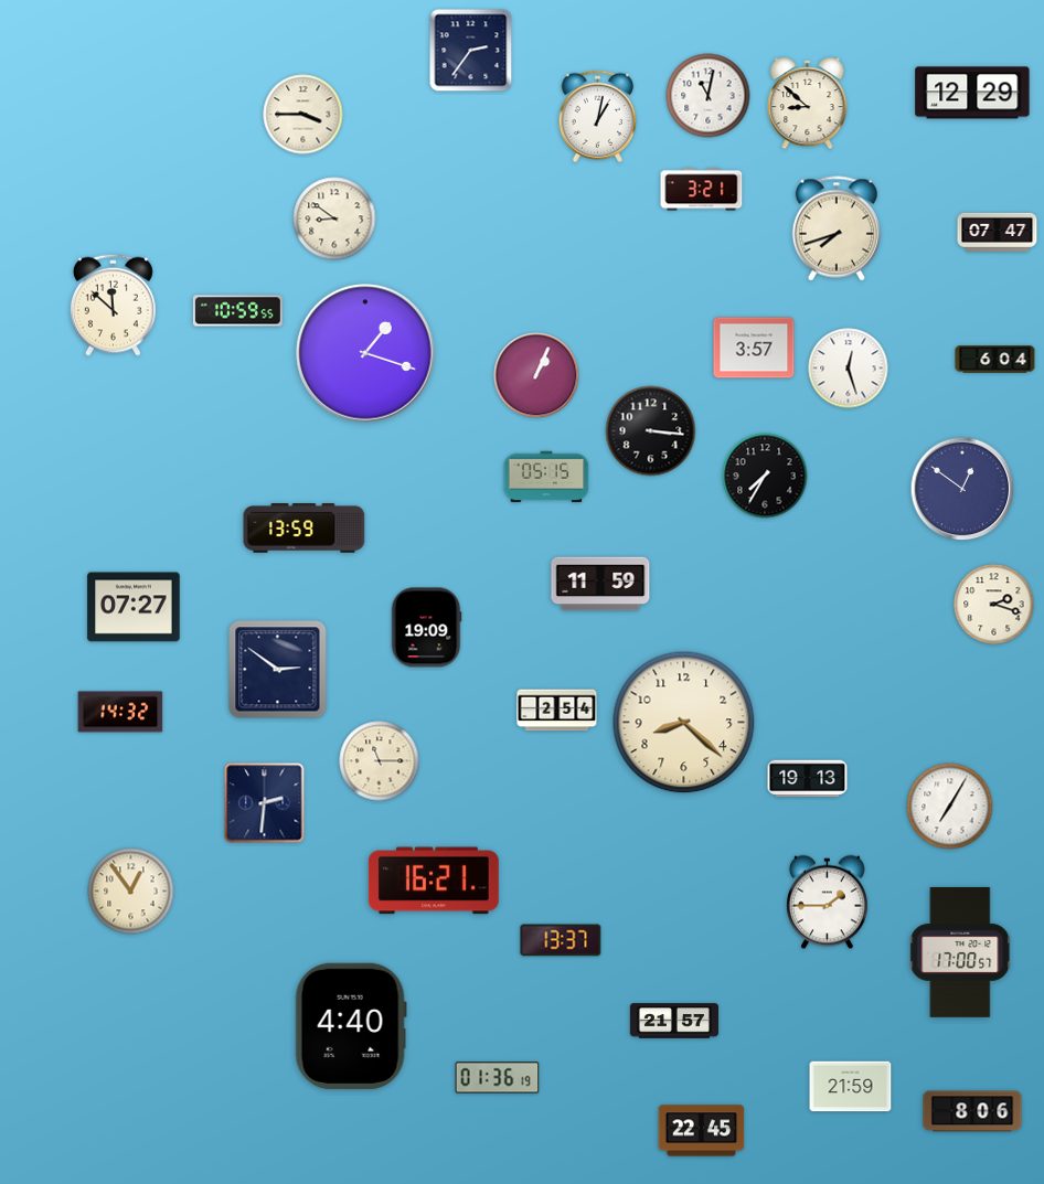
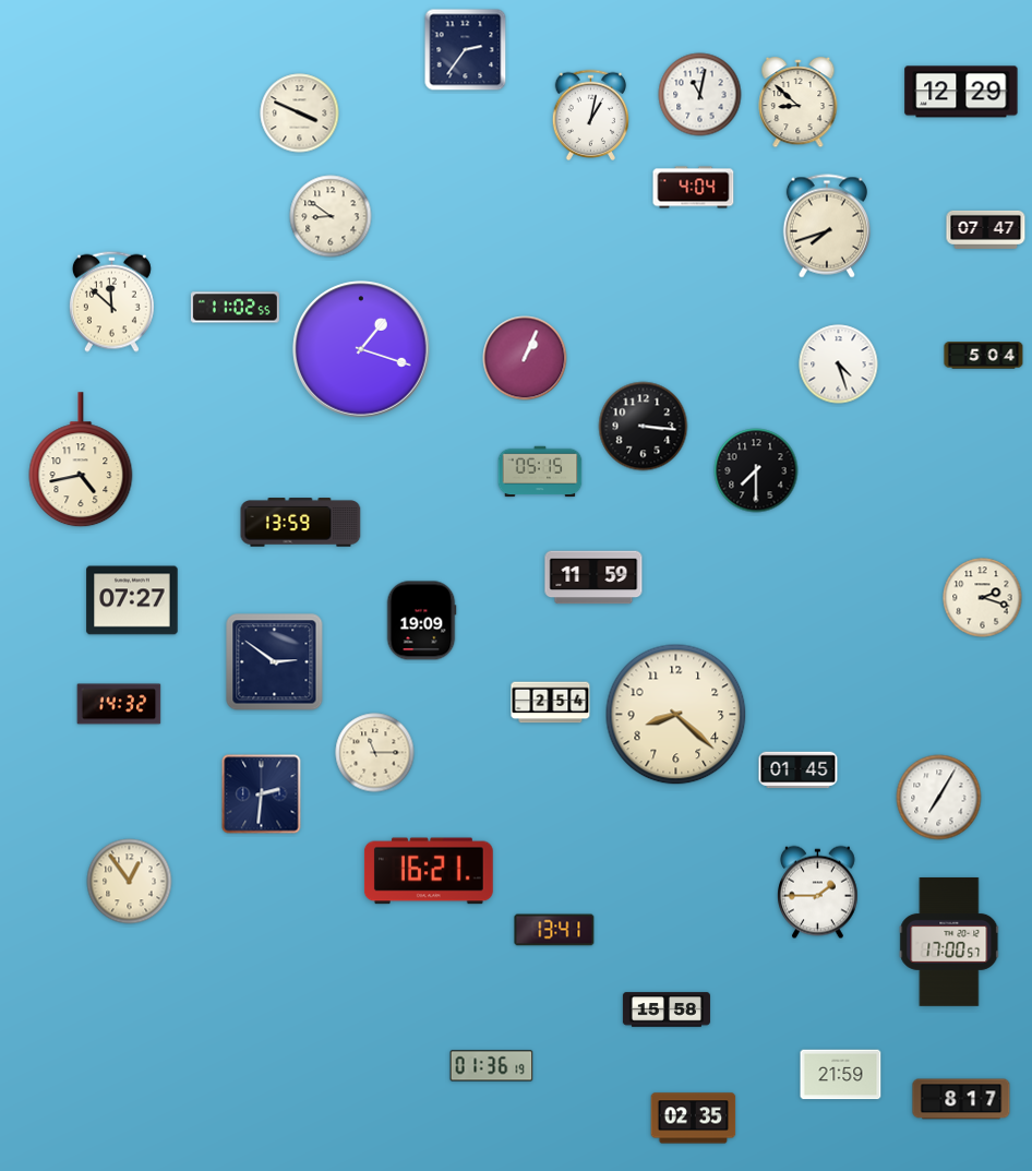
clock at (303, 115): 3:45 -> 3:49
clock at (702, 190): 3:21 -> 4:04
clock at (237, 311): 10:59 -> 11:02
clock at (754, 348): 3:57 -> none
clock at (995, 360): 6:04 -> 5:04
clock at (849, 369): 12:27 -> 4:27
clock at (536, 375) position: (536, 375) -> (525, 358)
clock at (81, 461): none -> 4:43
clock at (765, 476): 7:35 -> 7:30
clock at (962, 489): 12:51 -> none
clock at (808, 779): 19:13 -> 01:45
clock at (561, 940): 13:37 -> 13:41
clock at (674, 1021): 21:57 -> 15:58
clock at (351, 1026): 4:40 -> none
clock at (972, 1111): 8:06 -> 8:17
clock at (702, 1131): 22:45 -> 02:35
